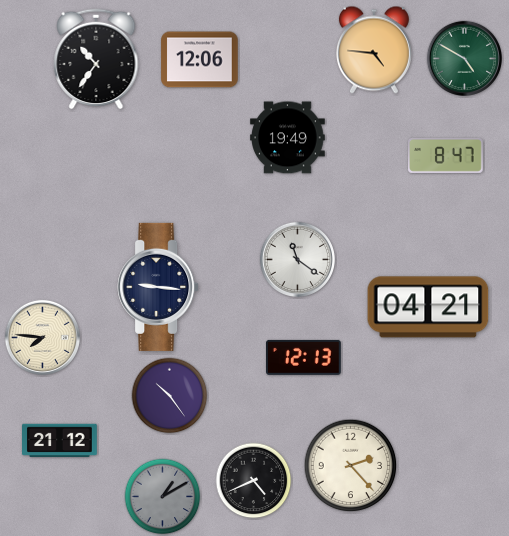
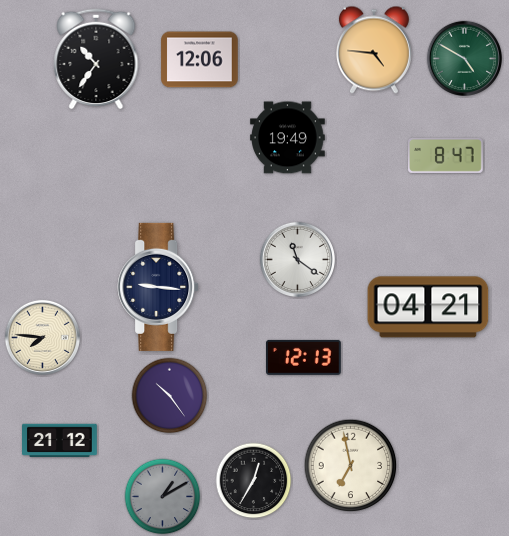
clock at (351, 466): 2:23 -> 6:58
clock at (254, 481): 4:41 -> 12:35
